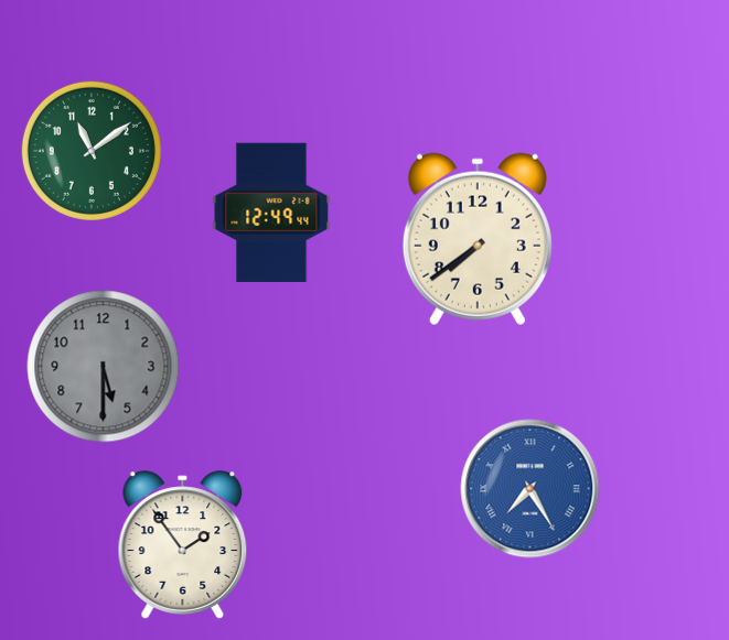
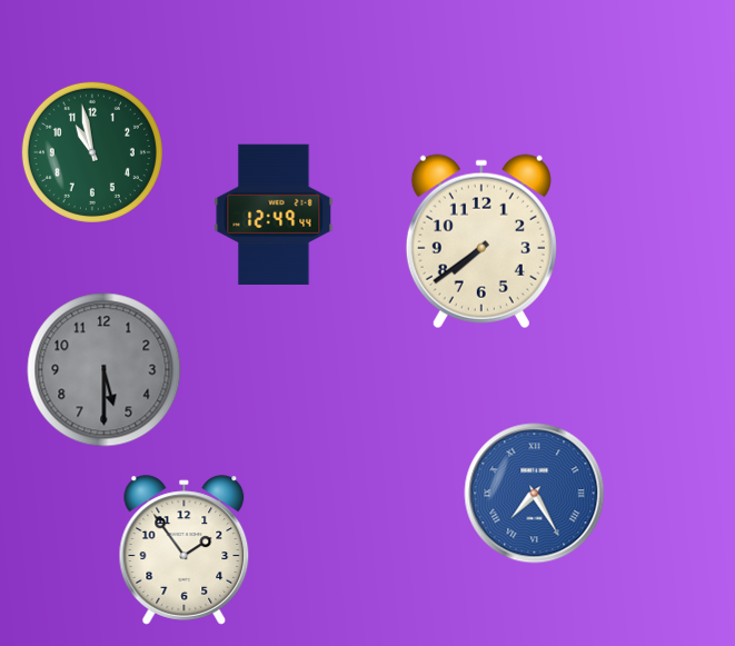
clock at (92, 151): 11:09 -> 10:58
